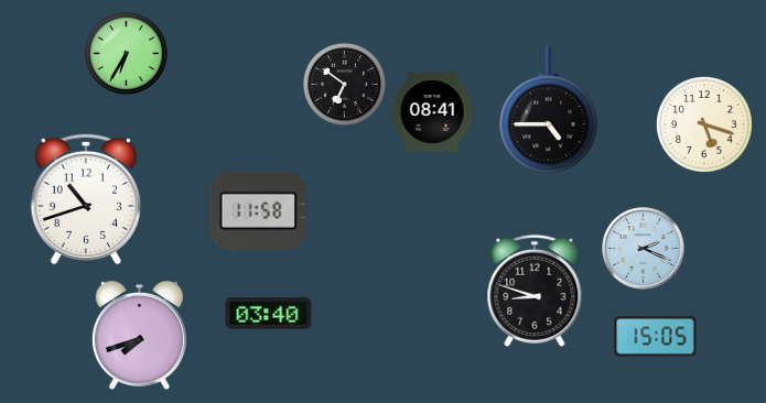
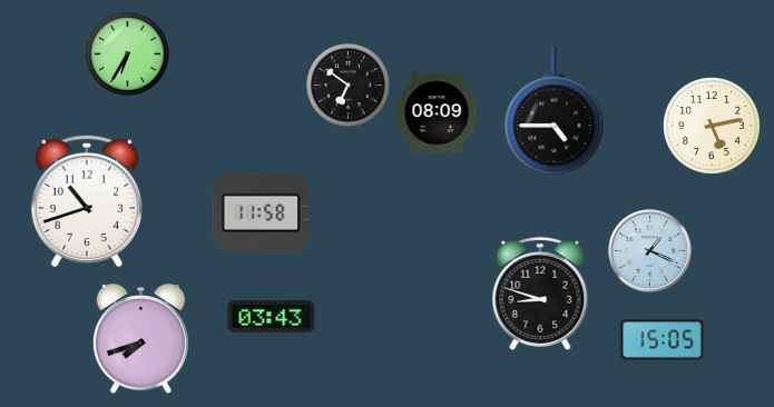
clock at (432, 112): 08:41 -> 08:09
clock at (705, 126): 5:18 -> 5:13
clock at (644, 249): 2:19 -> 1:19
clock at (269, 314): 03:40 -> 03:43
